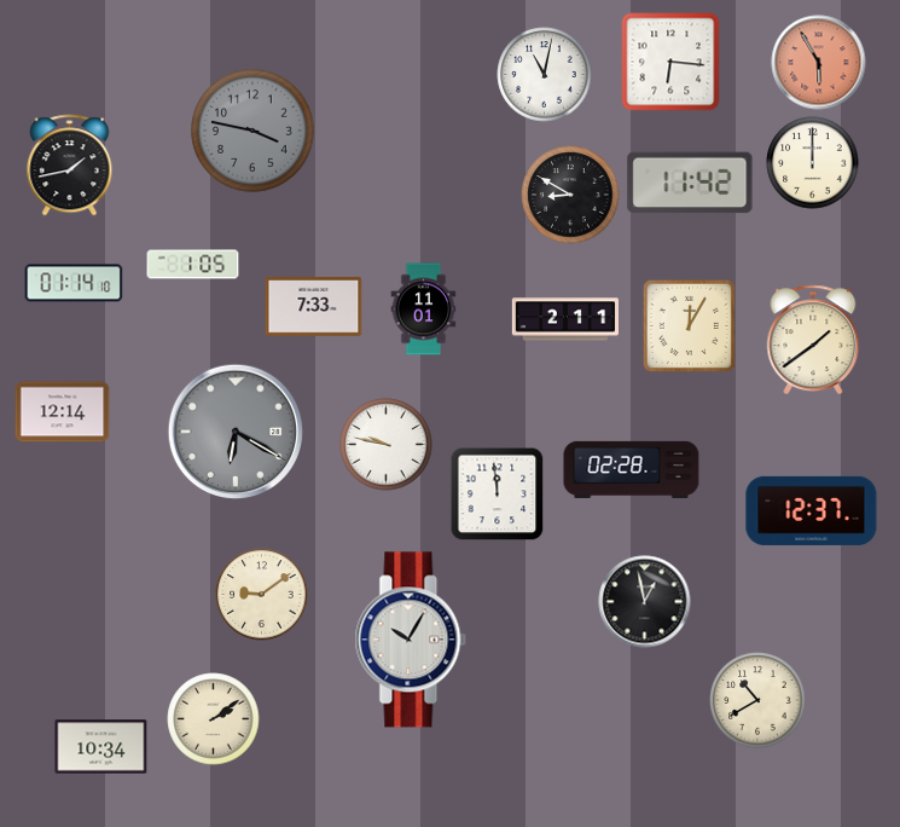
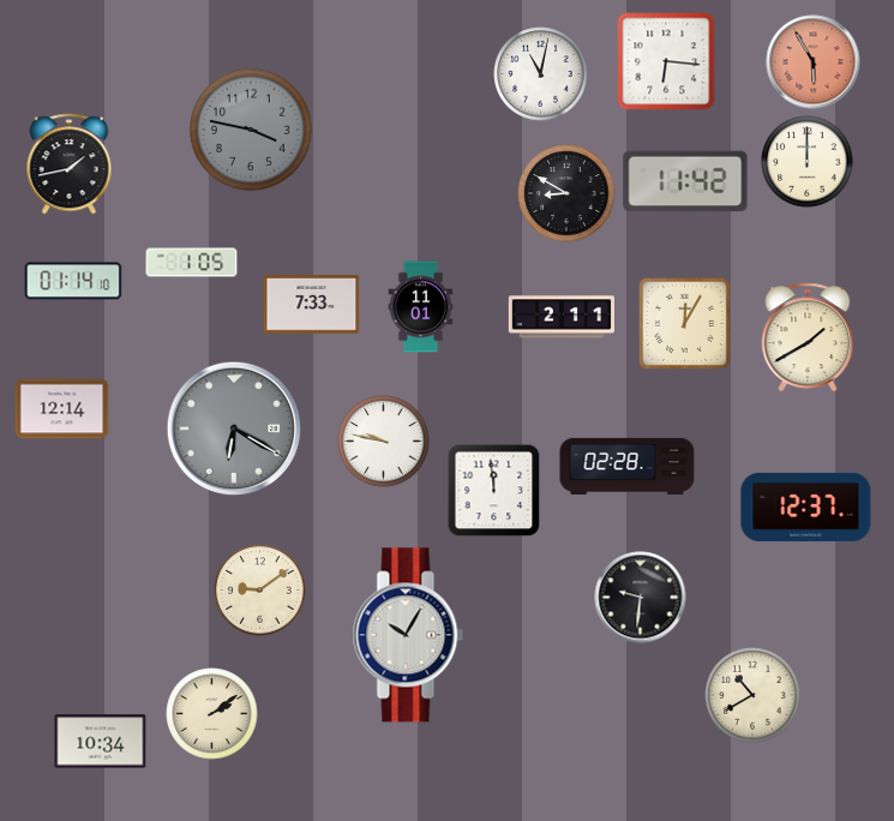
clock at (813, 339): 1:39 -> 1:40
clock at (645, 602): 12:58 -> 9:31
